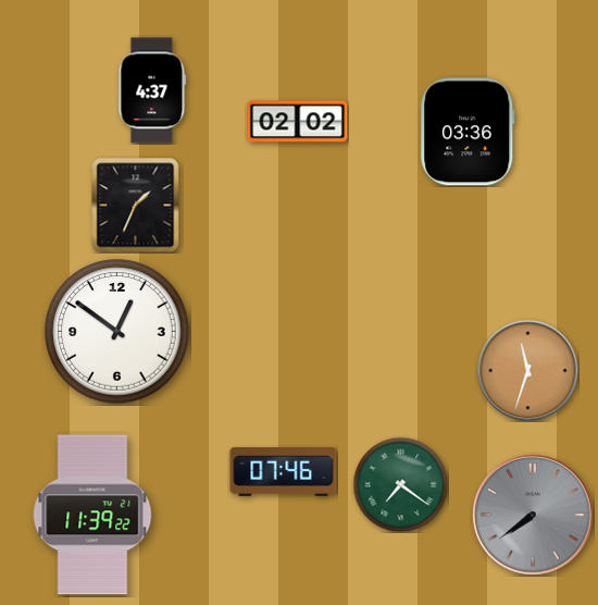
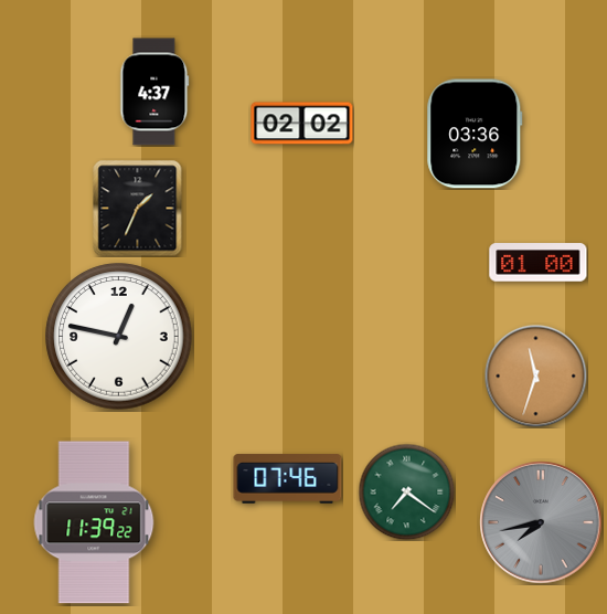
clock at (539, 263): none -> 01:00
clock at (117, 332): 12:51 -> 12:47
clock at (533, 515): 7:39 -> 7:43
